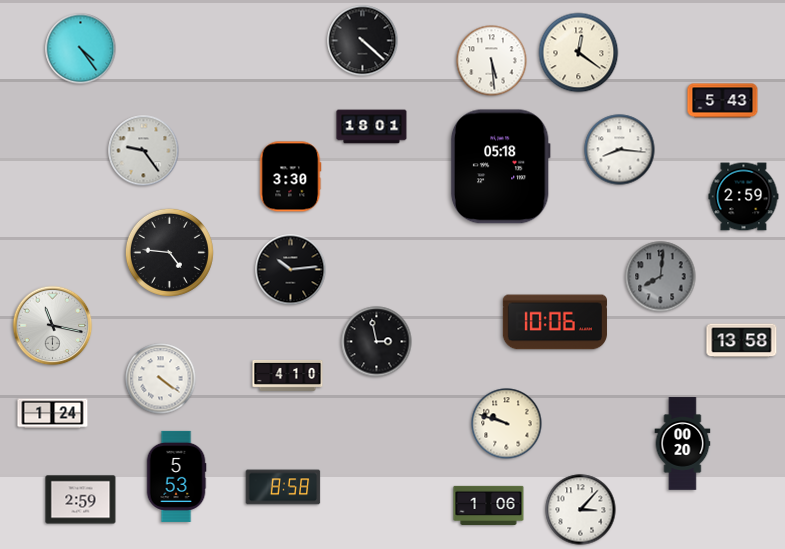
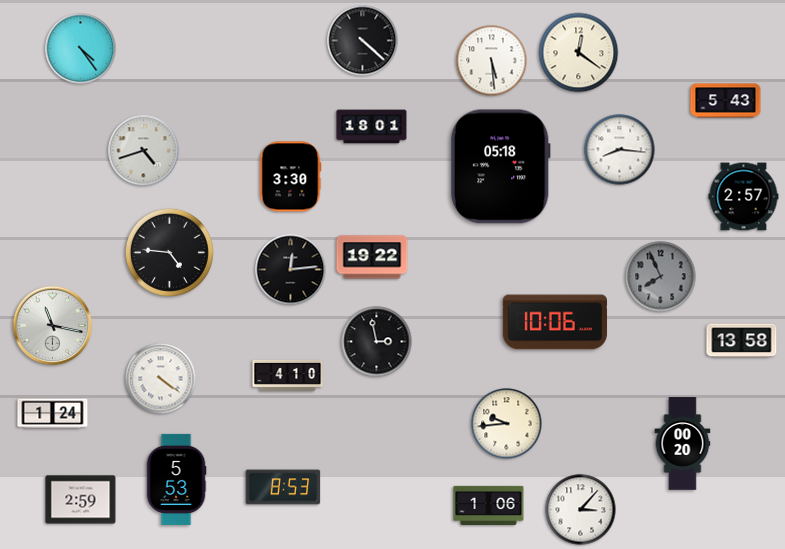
clock at (723, 101) position: (723, 101) -> (726, 101)
clock at (144, 151): 9:24 -> 4:42
clock at (744, 197): 2:59 -> 2:57
clock at (372, 257): none -> 19:22
clock at (291, 270): 10:14 -> 12:14
clock at (661, 277): 8:01 -> 7:56
clock at (507, 424): 9:48 -> 9:44
clock at (176, 476) position: (176, 476) -> (176, 479)
clock at (283, 487): 8:58 -> 8:53
